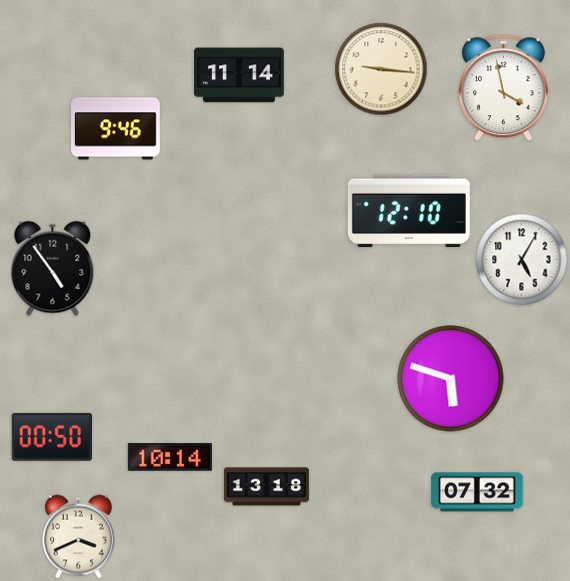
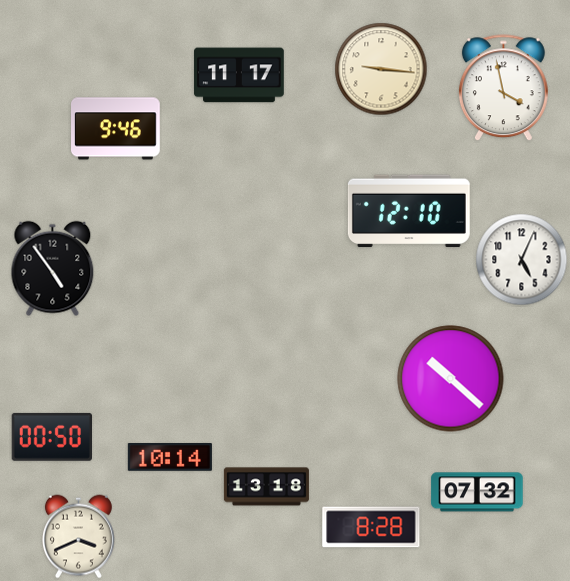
clock at (239, 75): 11:14 -> 11:17
clock at (522, 260): 5:05 -> 5:04
clock at (451, 379): 5:48 -> 10:22
clock at (371, 527): none -> 8:28
